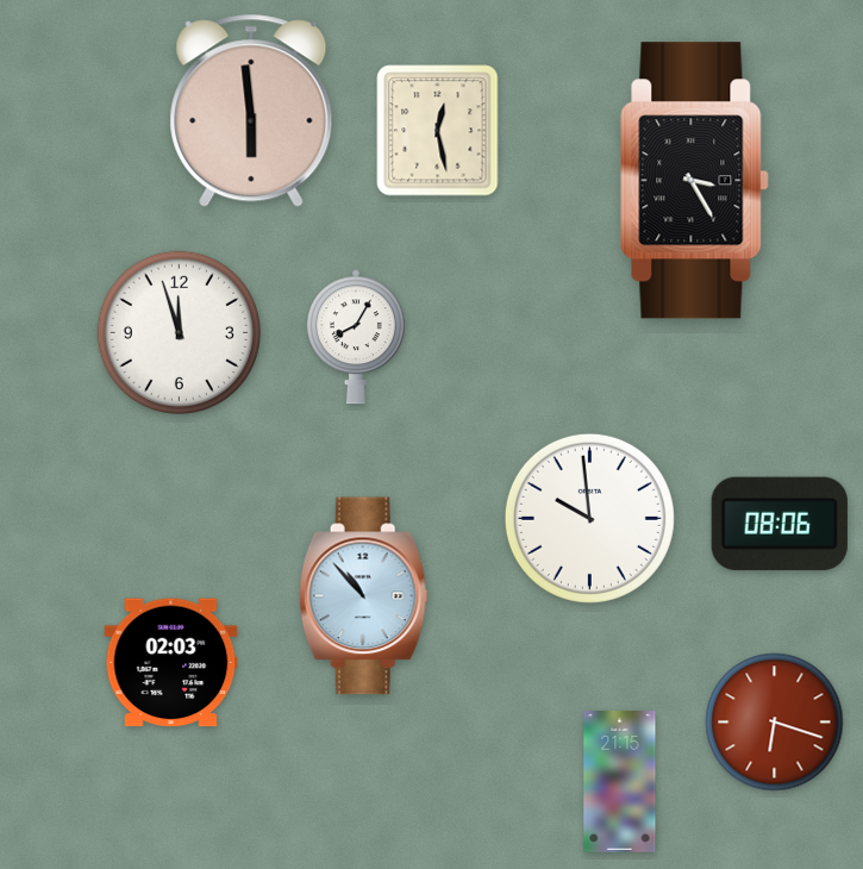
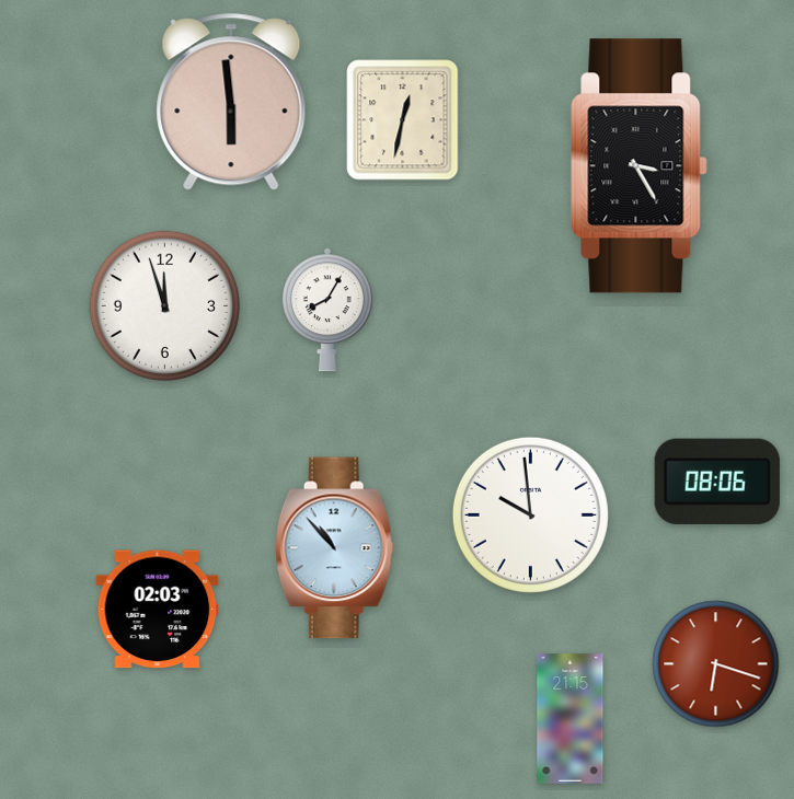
clock at (438, 131): 12:28 -> 12:32
clock at (589, 518) position: (589, 518) -> (530, 514)
clock at (775, 723) position: (775, 723) -> (716, 664)
